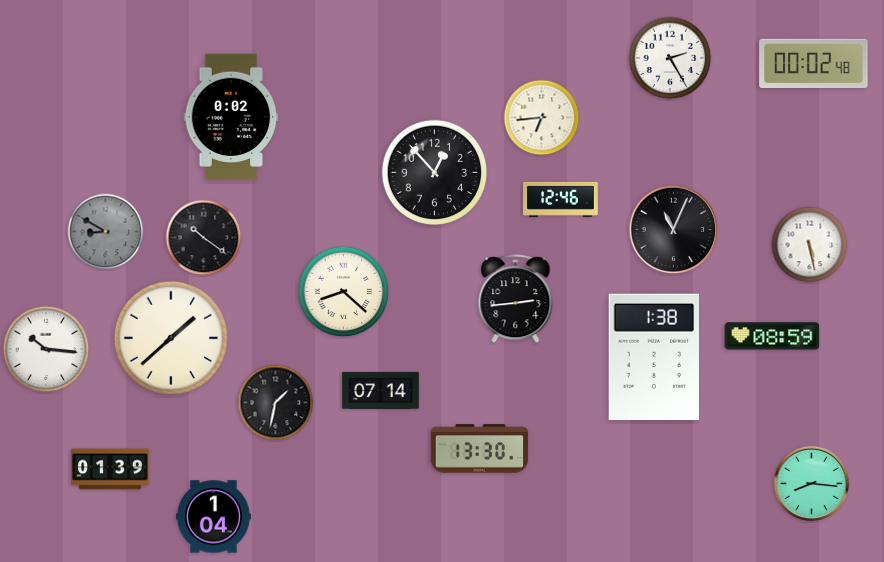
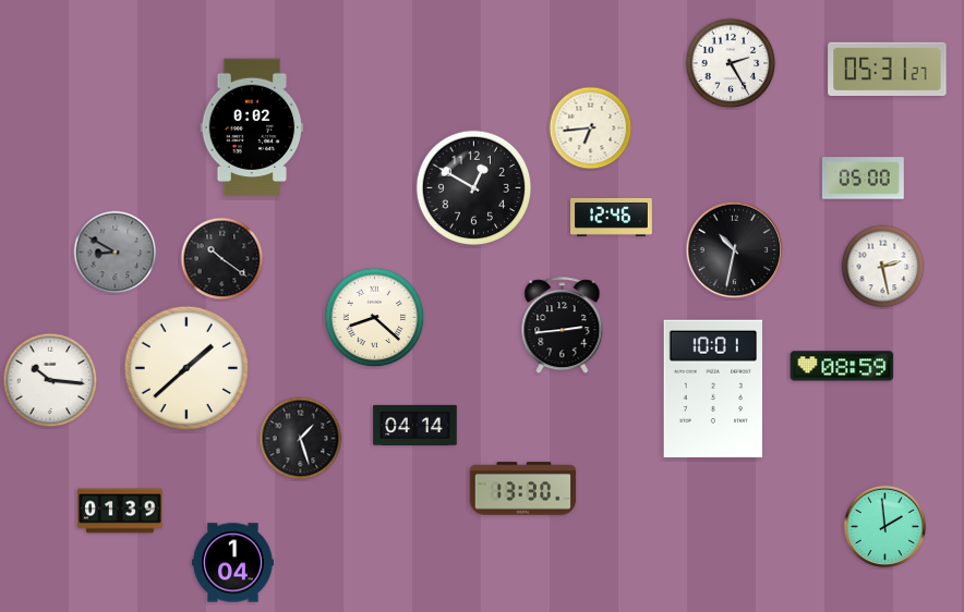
clock at (814, 64): 00:02 -> 05:31
clock at (863, 179): none -> 05:00
clock at (435, 173): 12:53 -> 12:50
clock at (674, 230): 11:04 -> 10:32
clock at (810, 245): 5:28 -> 2:28
clock at (653, 356): 1:38 -> 10:01
clock at (381, 390): 07:14 -> 04:14
clock at (276, 403): 1:32 -> 1:27
clock at (812, 484): 8:16 -> 1:59
